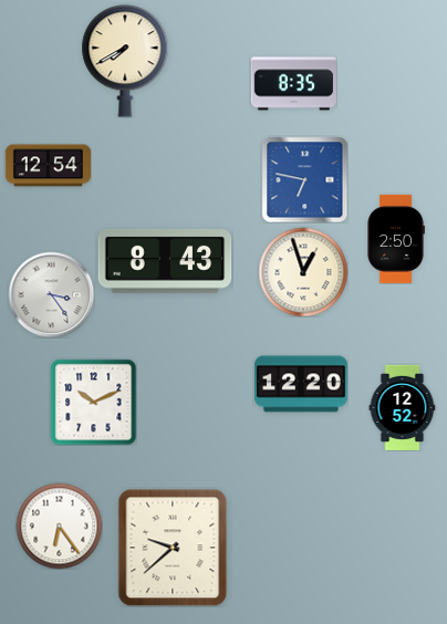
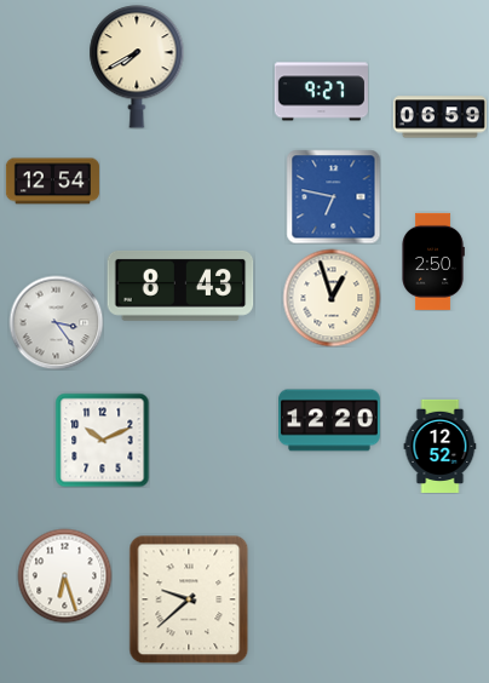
clock at (293, 84): 8:35 -> 9:27
clock at (439, 117): none -> 06:59
clock at (59, 526): 6:24 -> 6:27
